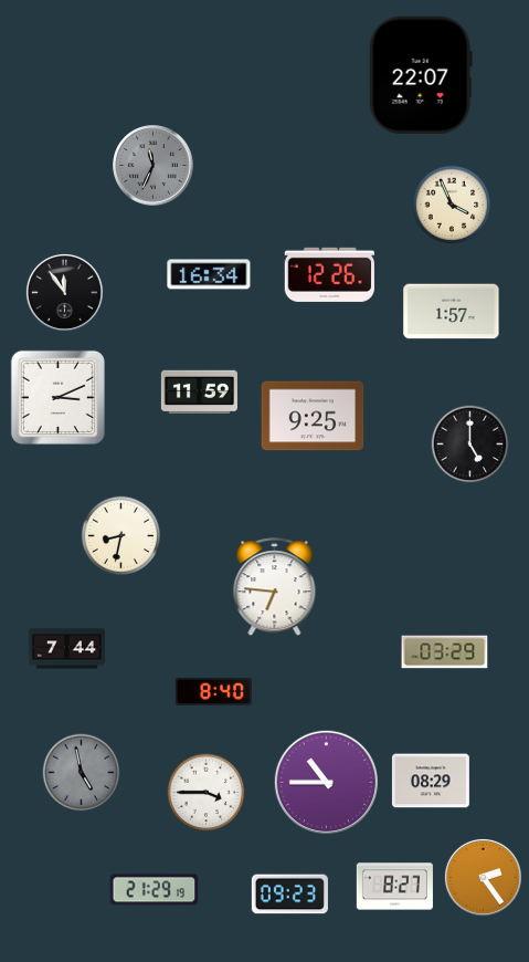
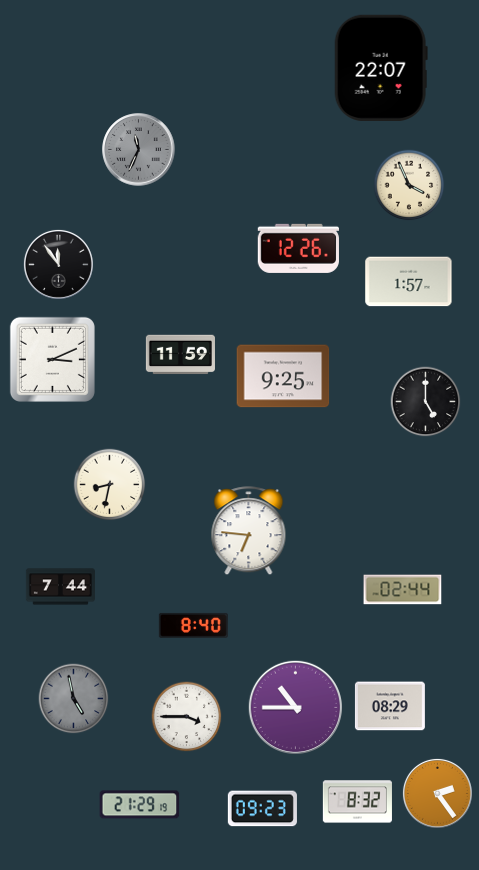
clock at (209, 274): 16:34 -> none
clock at (445, 652): 03:29 -> 02:44
clock at (394, 887): 8:27 -> 8:32
